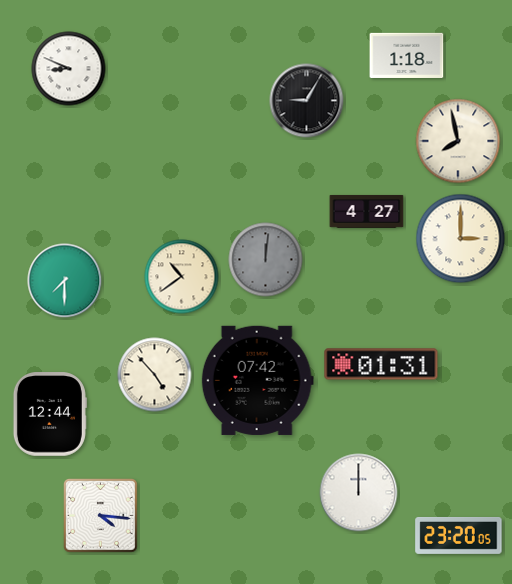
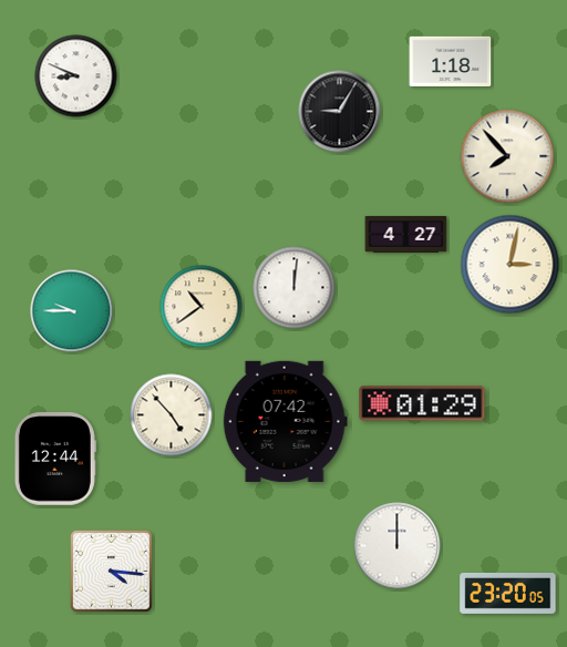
clock at (458, 141): 7:58 -> 7:53
clock at (461, 239): 3:00 -> 3:02
clock at (266, 260) dial: grey -> white
clock at (65, 281): 7:30 -> 9:45
clock at (381, 364): 01:31 -> 01:29
